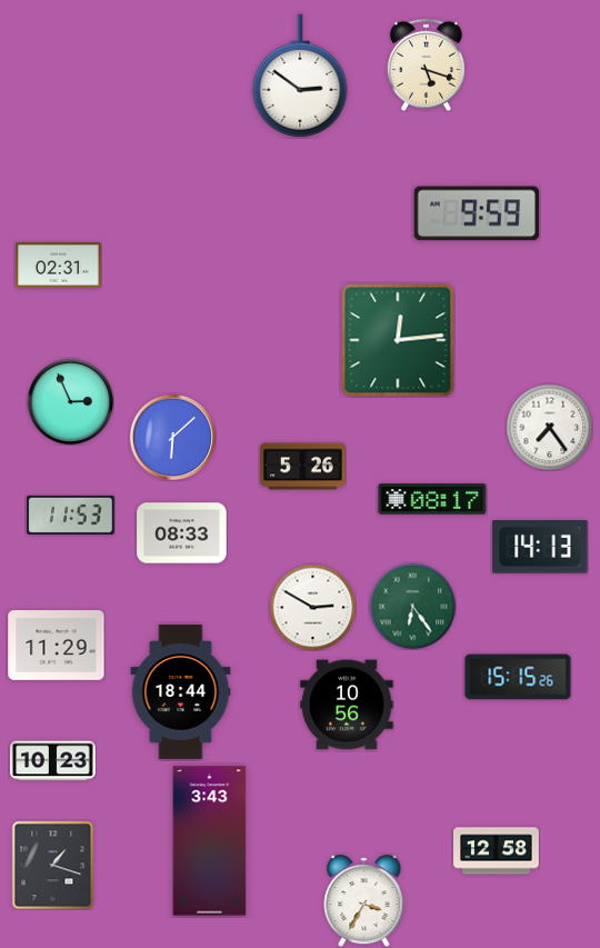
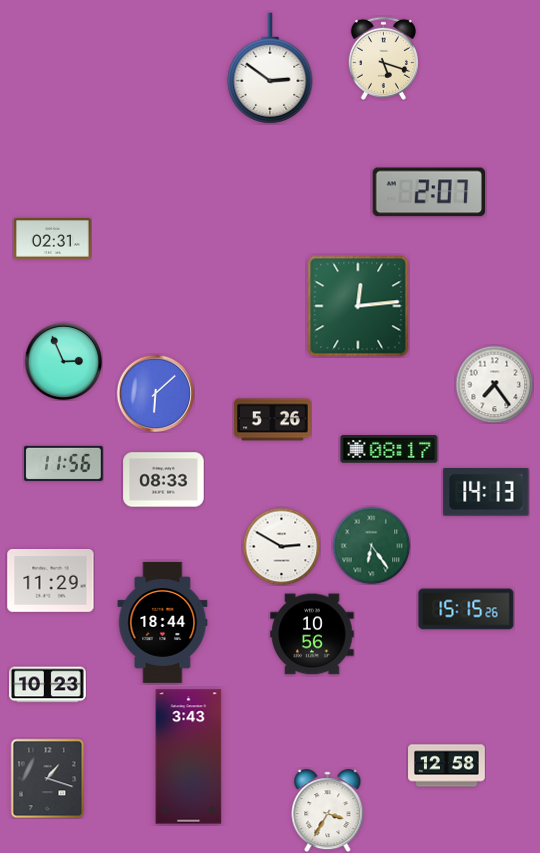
clock at (476, 213): 9:59 -> 2:07
clock at (71, 515): 11:53 -> 11:56
